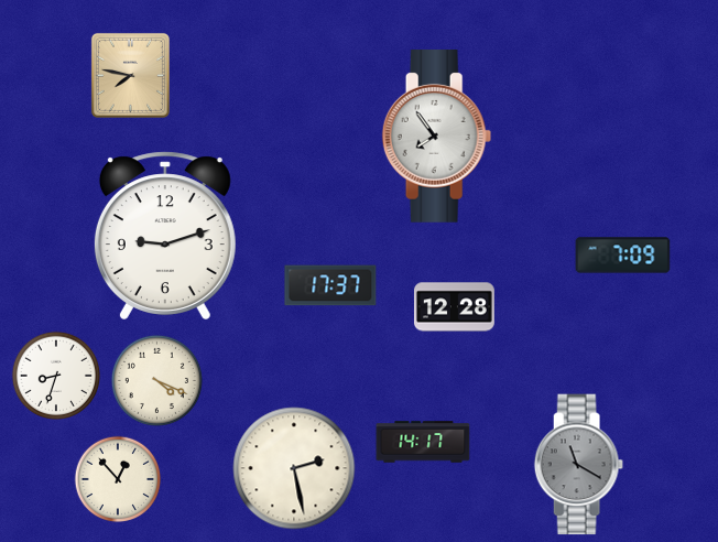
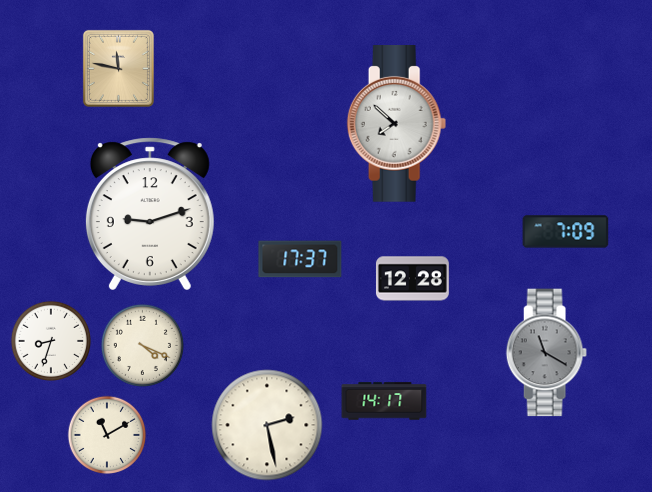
clock at (130, 75): 7:47 -> 11:47
clock at (437, 137): 7:54 -> 7:52
clock at (578, 465) position: (578, 465) -> (546, 353)
clock at (118, 479): 12:53 -> 11:10
